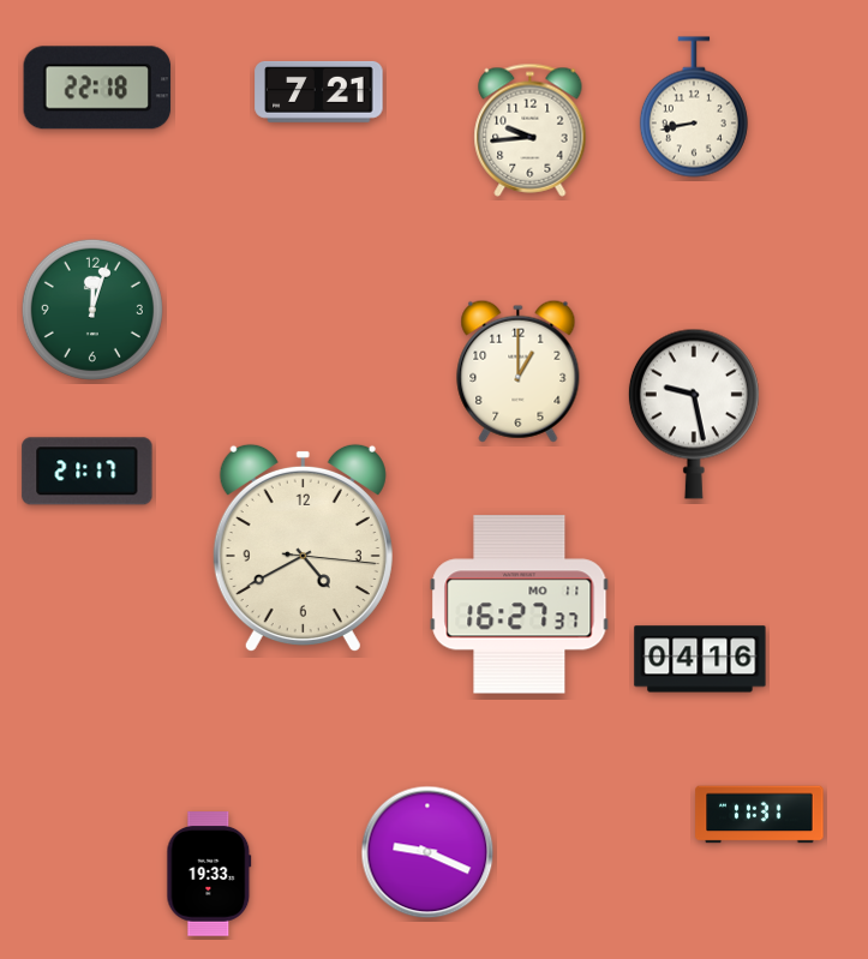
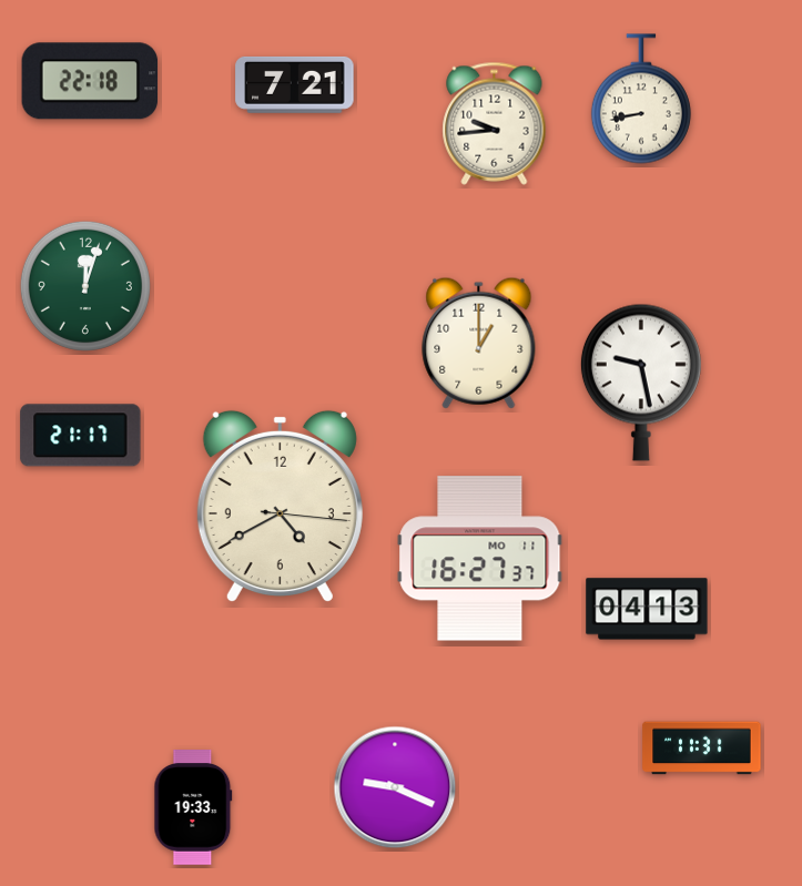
clock at (531, 130) position: (531, 130) -> (495, 123)
clock at (700, 659): 04:16 -> 04:13
clock at (760, 815) position: (760, 815) -> (702, 748)
